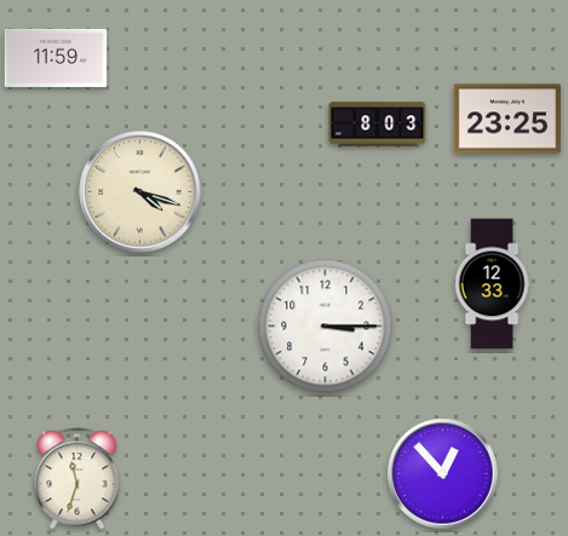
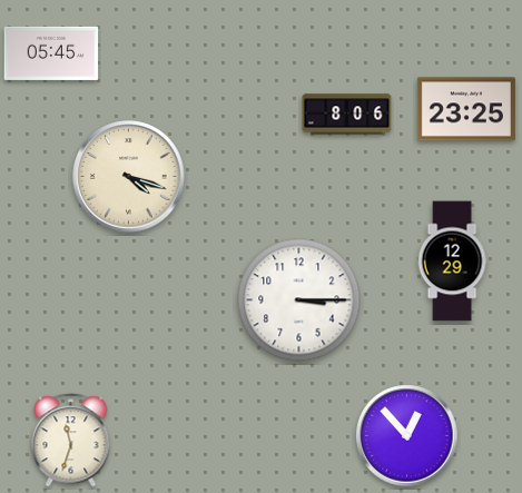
clock at (56, 58): 11:59 -> 05:45
clock at (378, 125): 8:03 -> 8:06
clock at (492, 284): 12:33 -> 12:29
